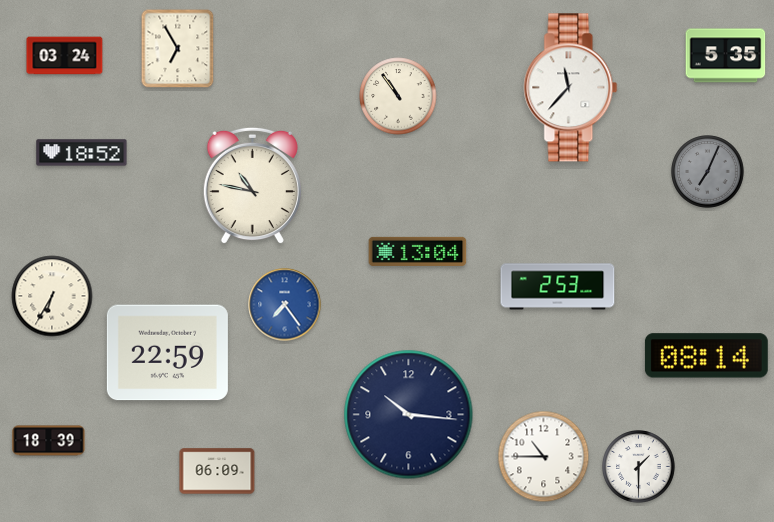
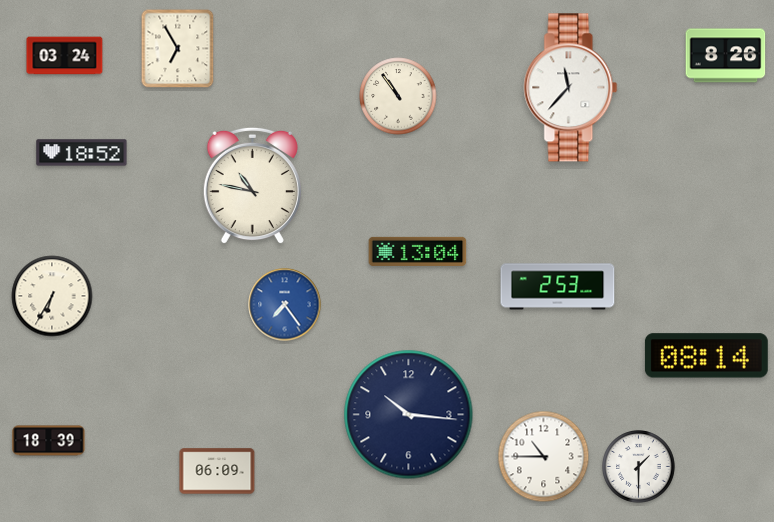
clock at (726, 56): 5:35 -> 8:26
clock at (708, 172): 7:04 -> none
clock at (167, 353): 22:59 -> none
